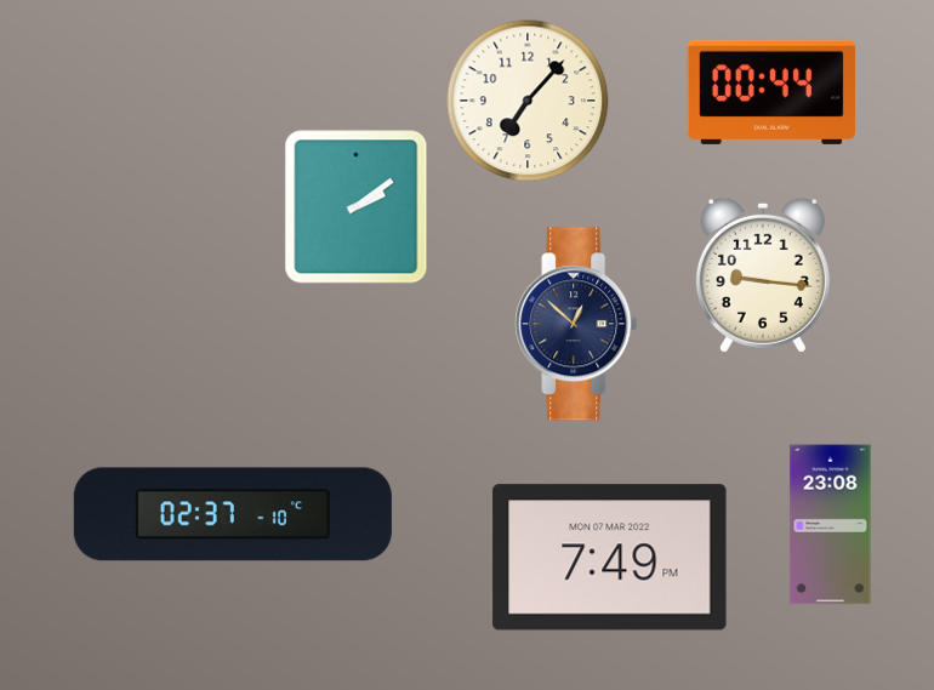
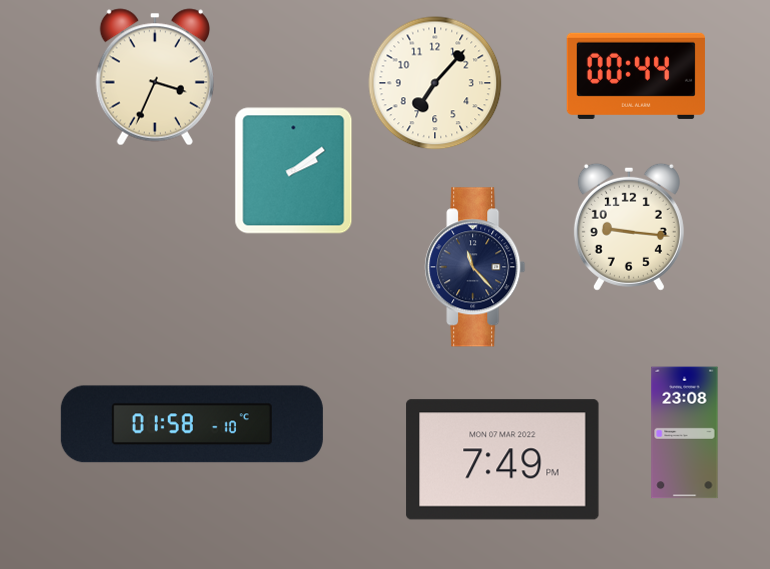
clock at (155, 77): none -> 3:34
clock at (576, 324): 12:52 -> 11:23
clock at (233, 514): 02:37 -> 01:58
